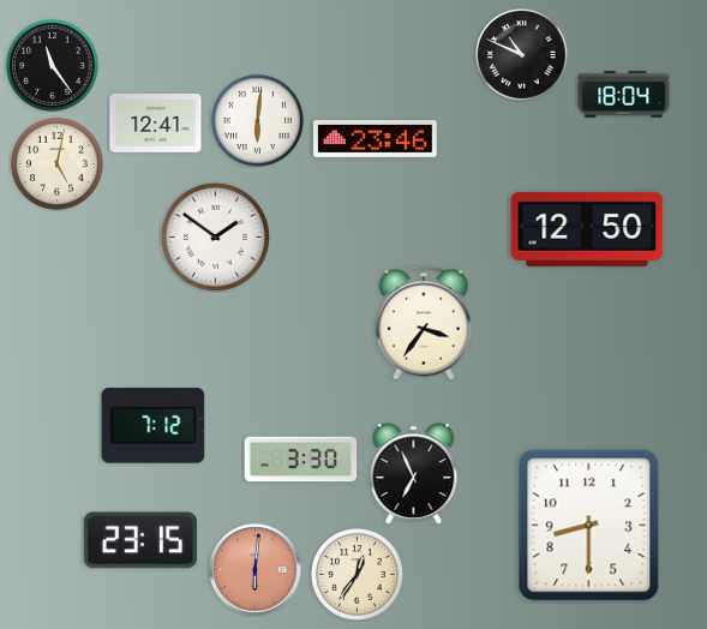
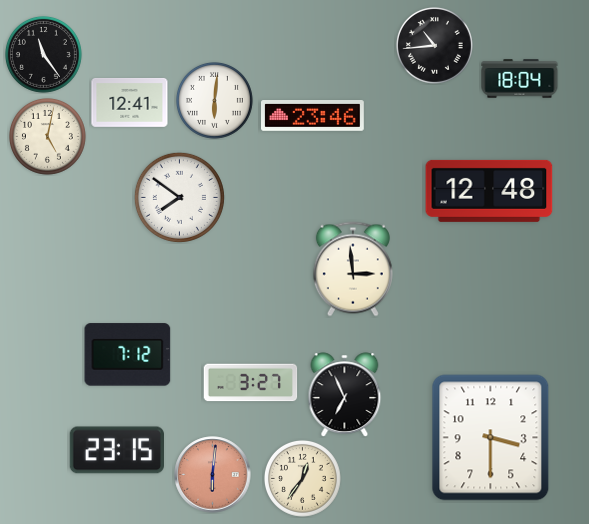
clock at (521, 54): 10:49 -> 10:44
clock at (587, 229): 12:50 -> 12:48
clock at (215, 236): 1:51 -> 7:51
clock at (424, 323): 3:36 -> 2:59
clock at (301, 460): 3:30 -> 3:27
clock at (589, 526): 8:30 -> 3:30
clock at (357, 574) position: (357, 574) -> (302, 478)
